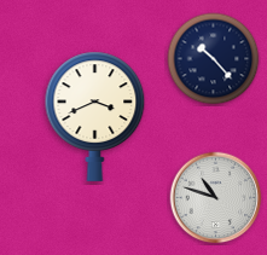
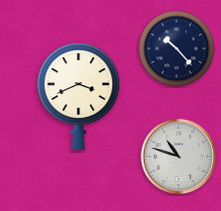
clock at (216, 198) position: (216, 198) -> (179, 157)
